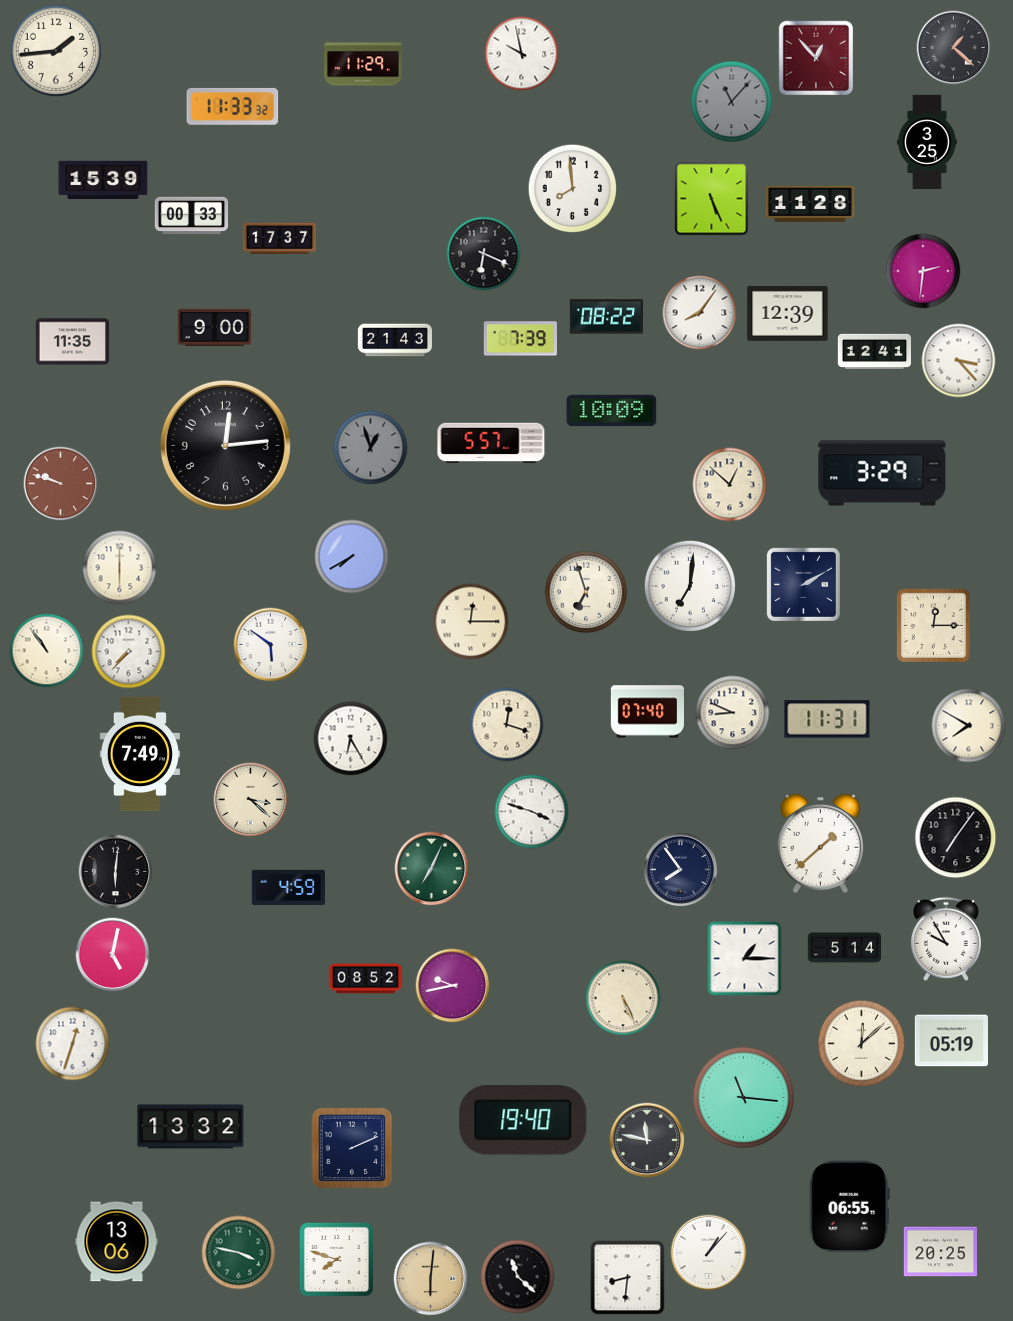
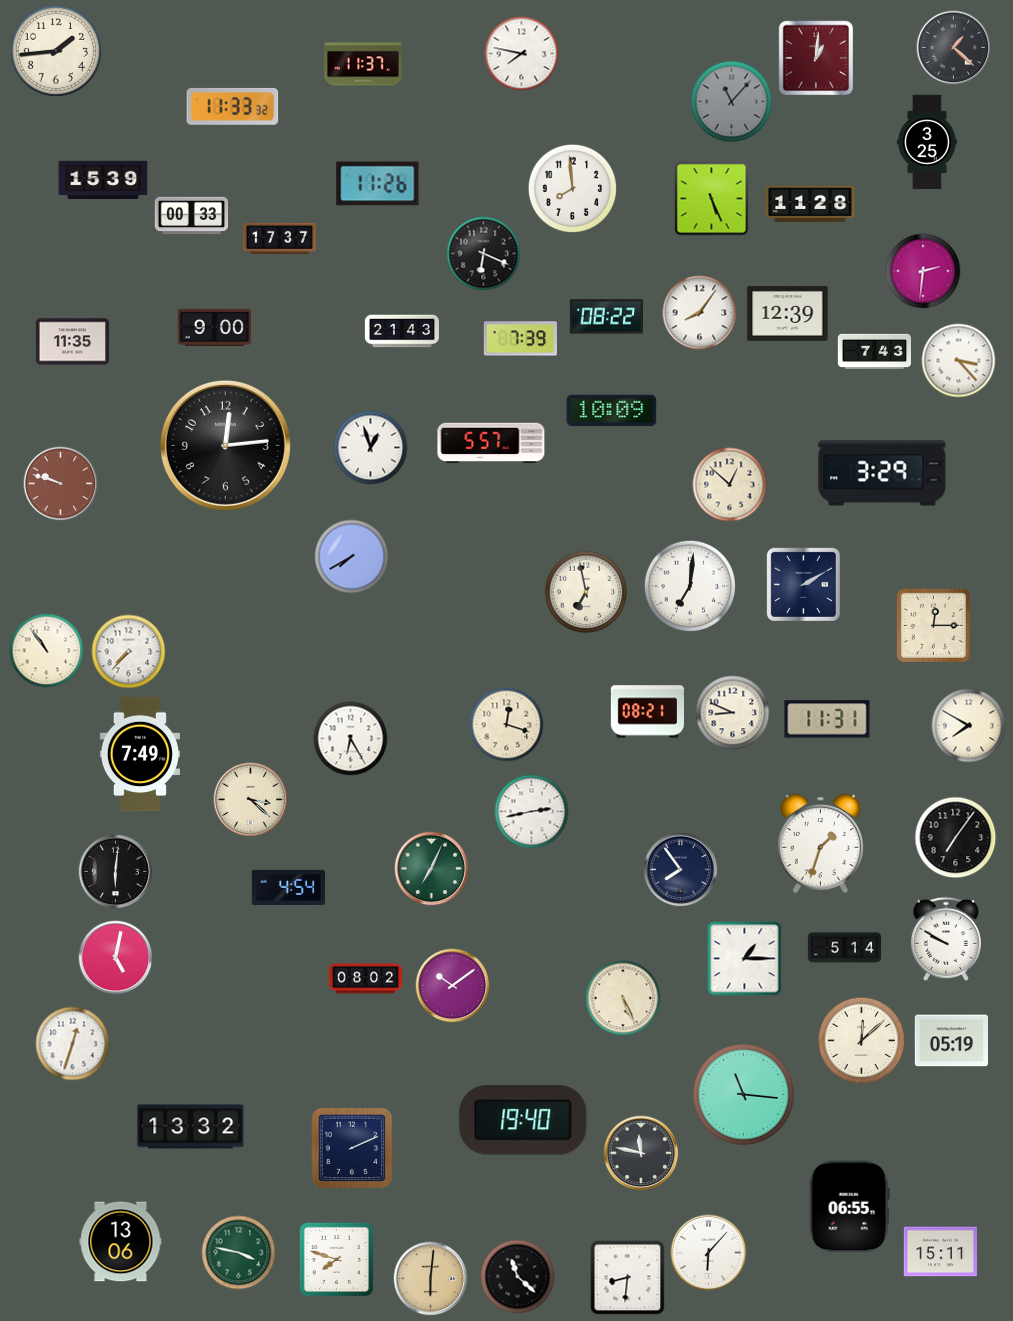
clock at (522, 54): 9:58 -> 7:47
clock at (816, 58): 12:53 -> 1:01
clock at (363, 64): 11:29 -> 11:37
clock at (378, 184): none -> 11:26
clock at (395, 340) position: (395, 340) -> (402, 331)
clock at (874, 352): 12:41 -> 7:43
clock at (371, 448) dial: grey -> white
clock at (120, 568): 6:00 -> none
clock at (586, 592): 6:57 -> 6:58
clock at (471, 622): 12:15 -> none
clock at (271, 645): 5:51 -> none
clock at (647, 712): 07:40 -> 08:21
clock at (532, 812): 3:48 -> 2:43
clock at (820, 844): 1:38 -> 1:33
clock at (288, 887): 4:59 -> 4:54
clock at (946, 939): 9:55 -> 9:50
clock at (113, 955) position: (113, 955) -> (116, 958)
clock at (366, 979): 08:52 -> 08:02
clock at (453, 986): 9:43 -> 10:09
clock at (862, 1044) position: (862, 1044) -> (862, 1041)
clock at (743, 1097) position: (743, 1097) -> (743, 1094)
clock at (647, 1140) position: (647, 1140) -> (641, 1153)
clock at (117, 1242) position: (117, 1242) -> (121, 1242)
clock at (940, 1252): 20:25 -> 15:11
clock at (709, 1253): 1:07 -> 6:07
